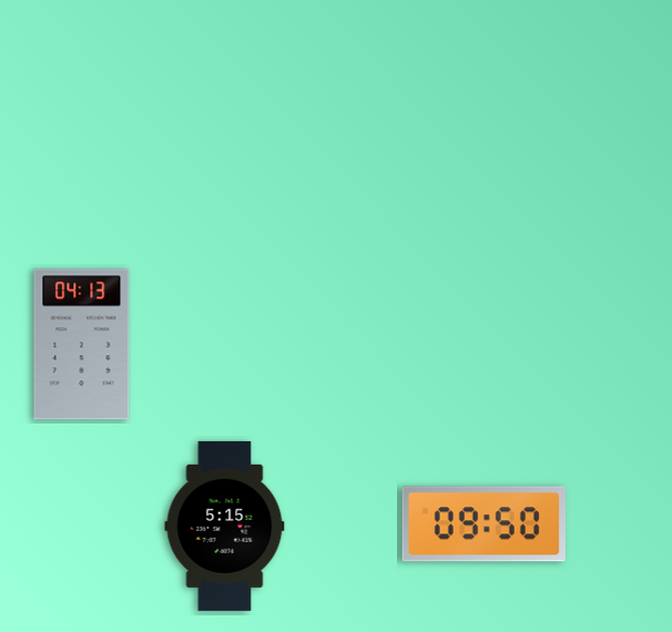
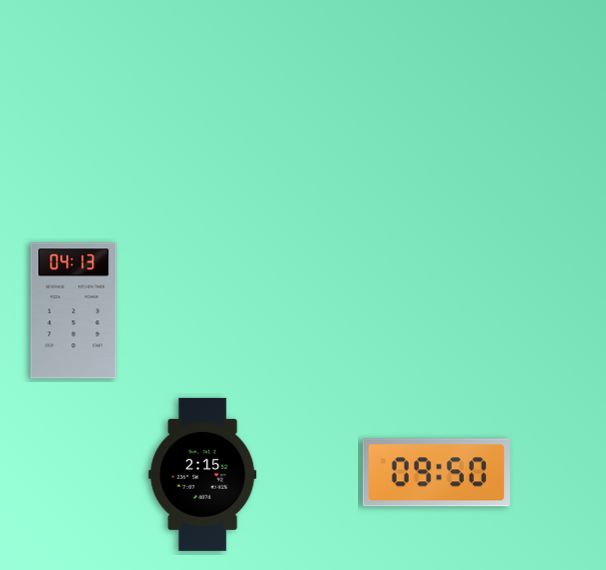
clock at (225, 526): 5:15 -> 2:15
